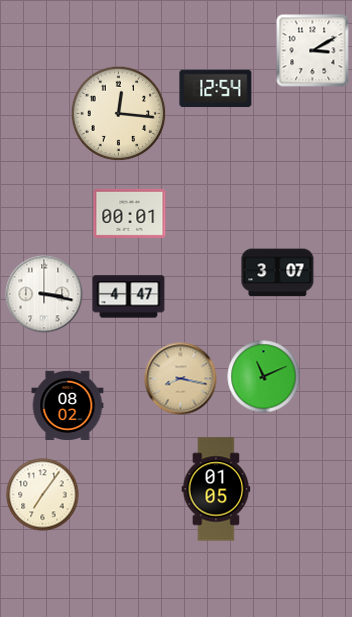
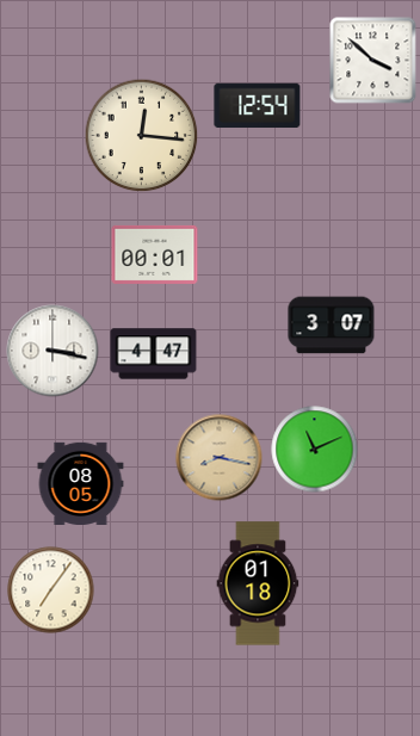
clock at (313, 51): 3:10 -> 3:52
clock at (181, 379) position: (181, 379) -> (220, 458)
clock at (68, 405): 08:02 -> 08:05
clock at (216, 489): 01:05 -> 01:18
